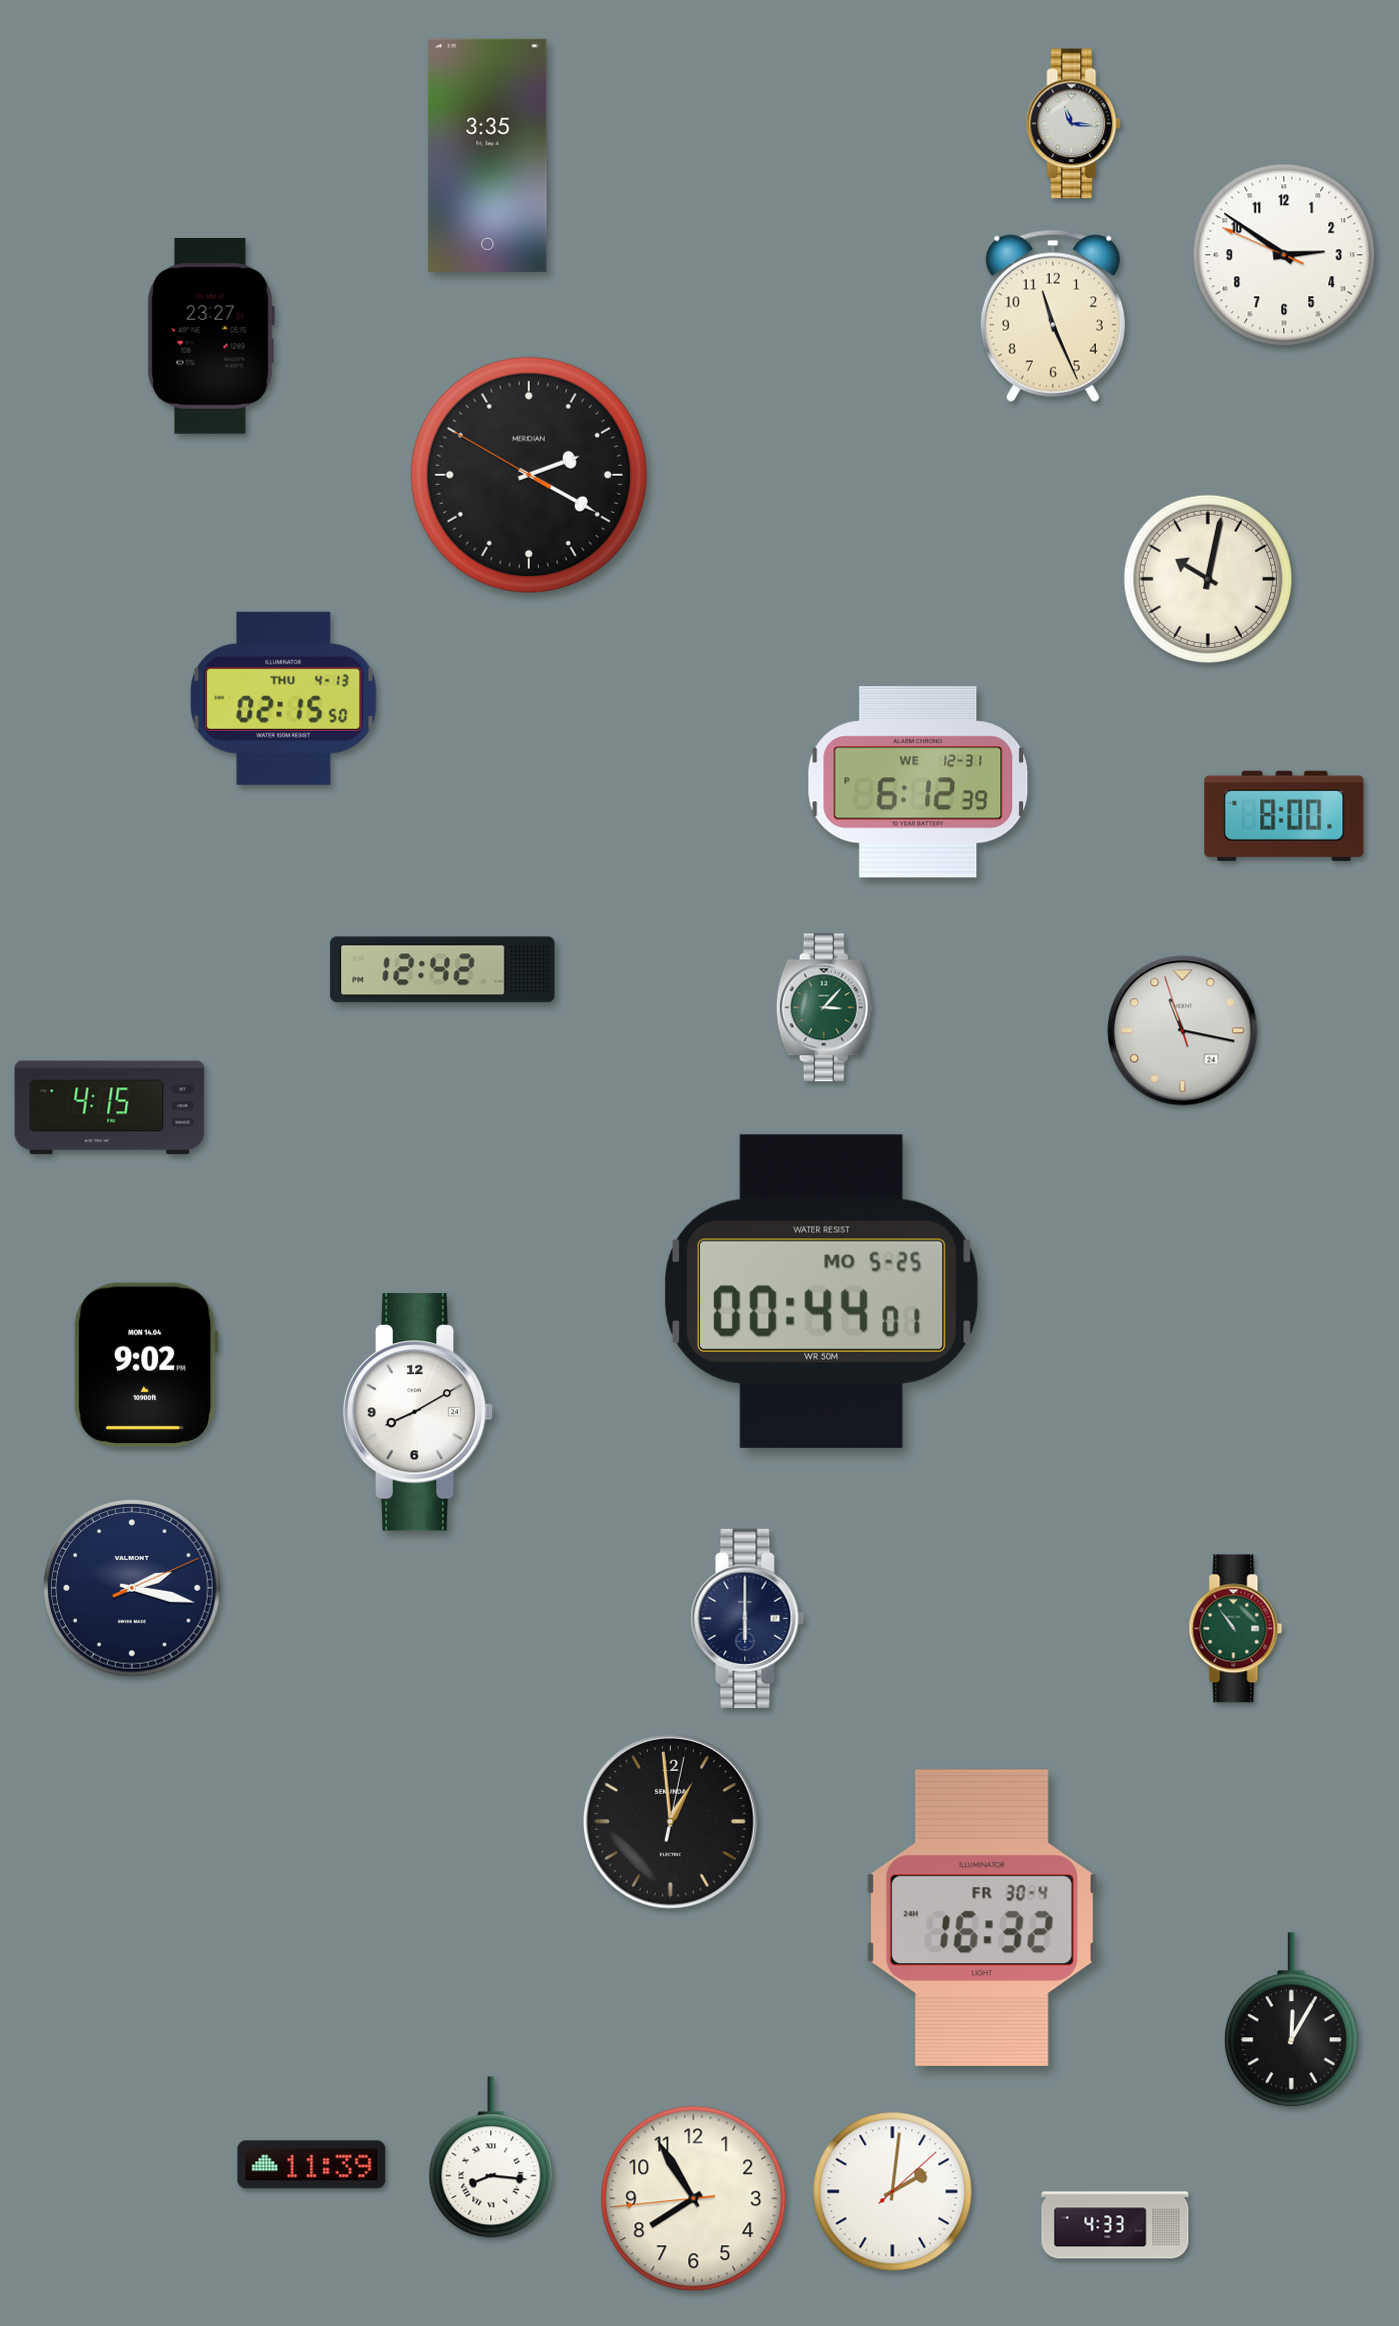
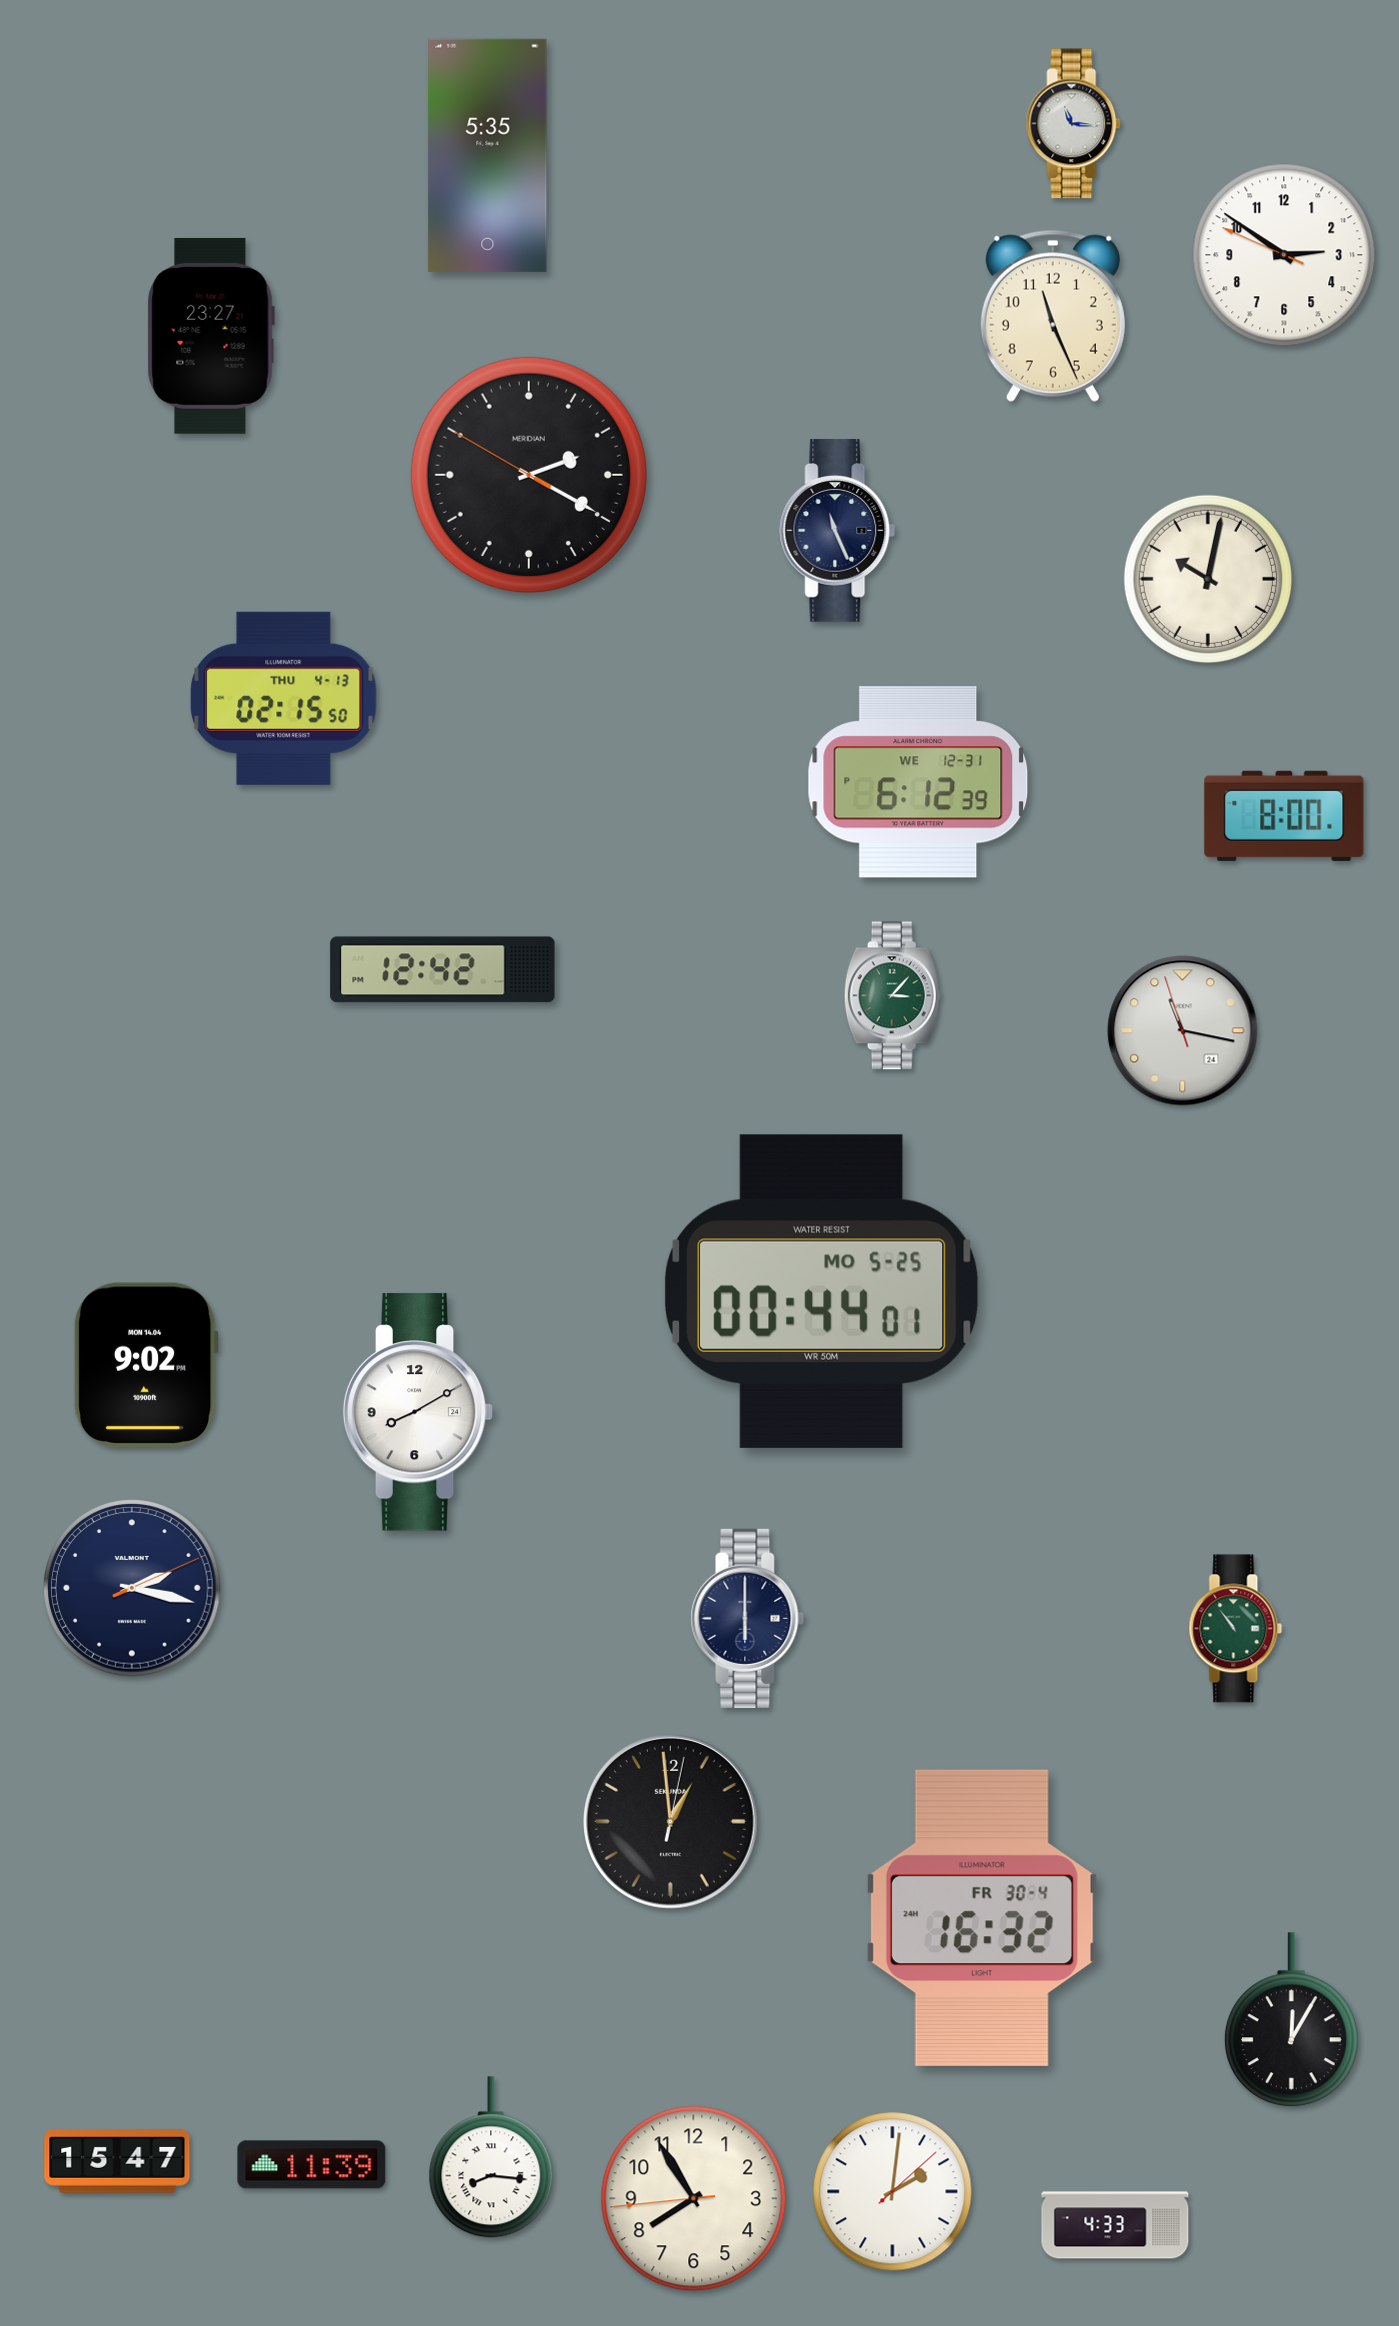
clock at (488, 155): 3:35 -> 5:35
clock at (838, 531): none -> 11:26
clock at (824, 1008) position: (824, 1008) -> (892, 996)
clock at (110, 1108): 4:15 -> none
clock at (117, 2161): none -> 15:47
